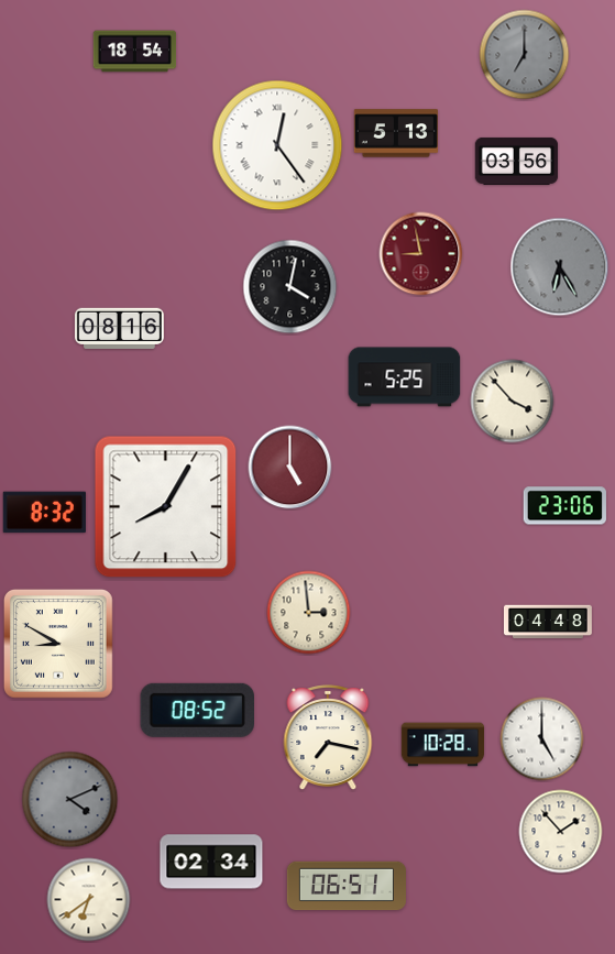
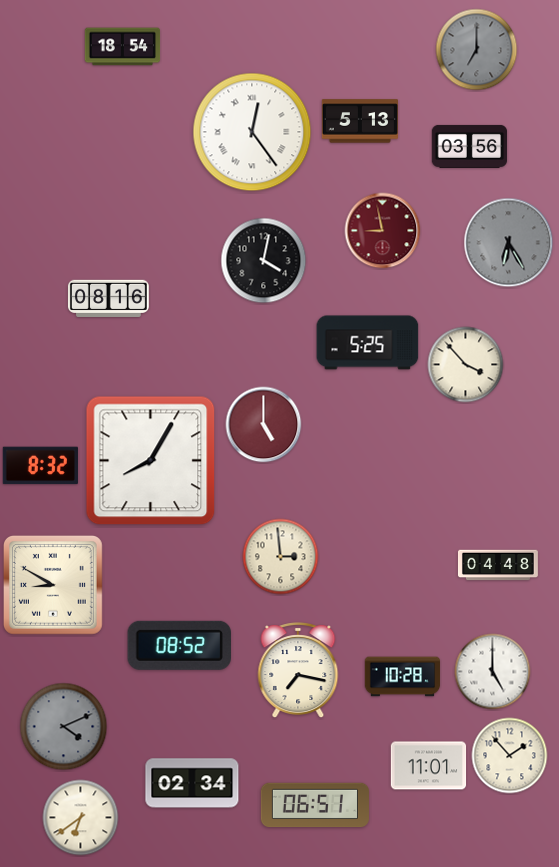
clock at (564, 506): 23:06 -> none
clock at (429, 766): none -> 11:01
